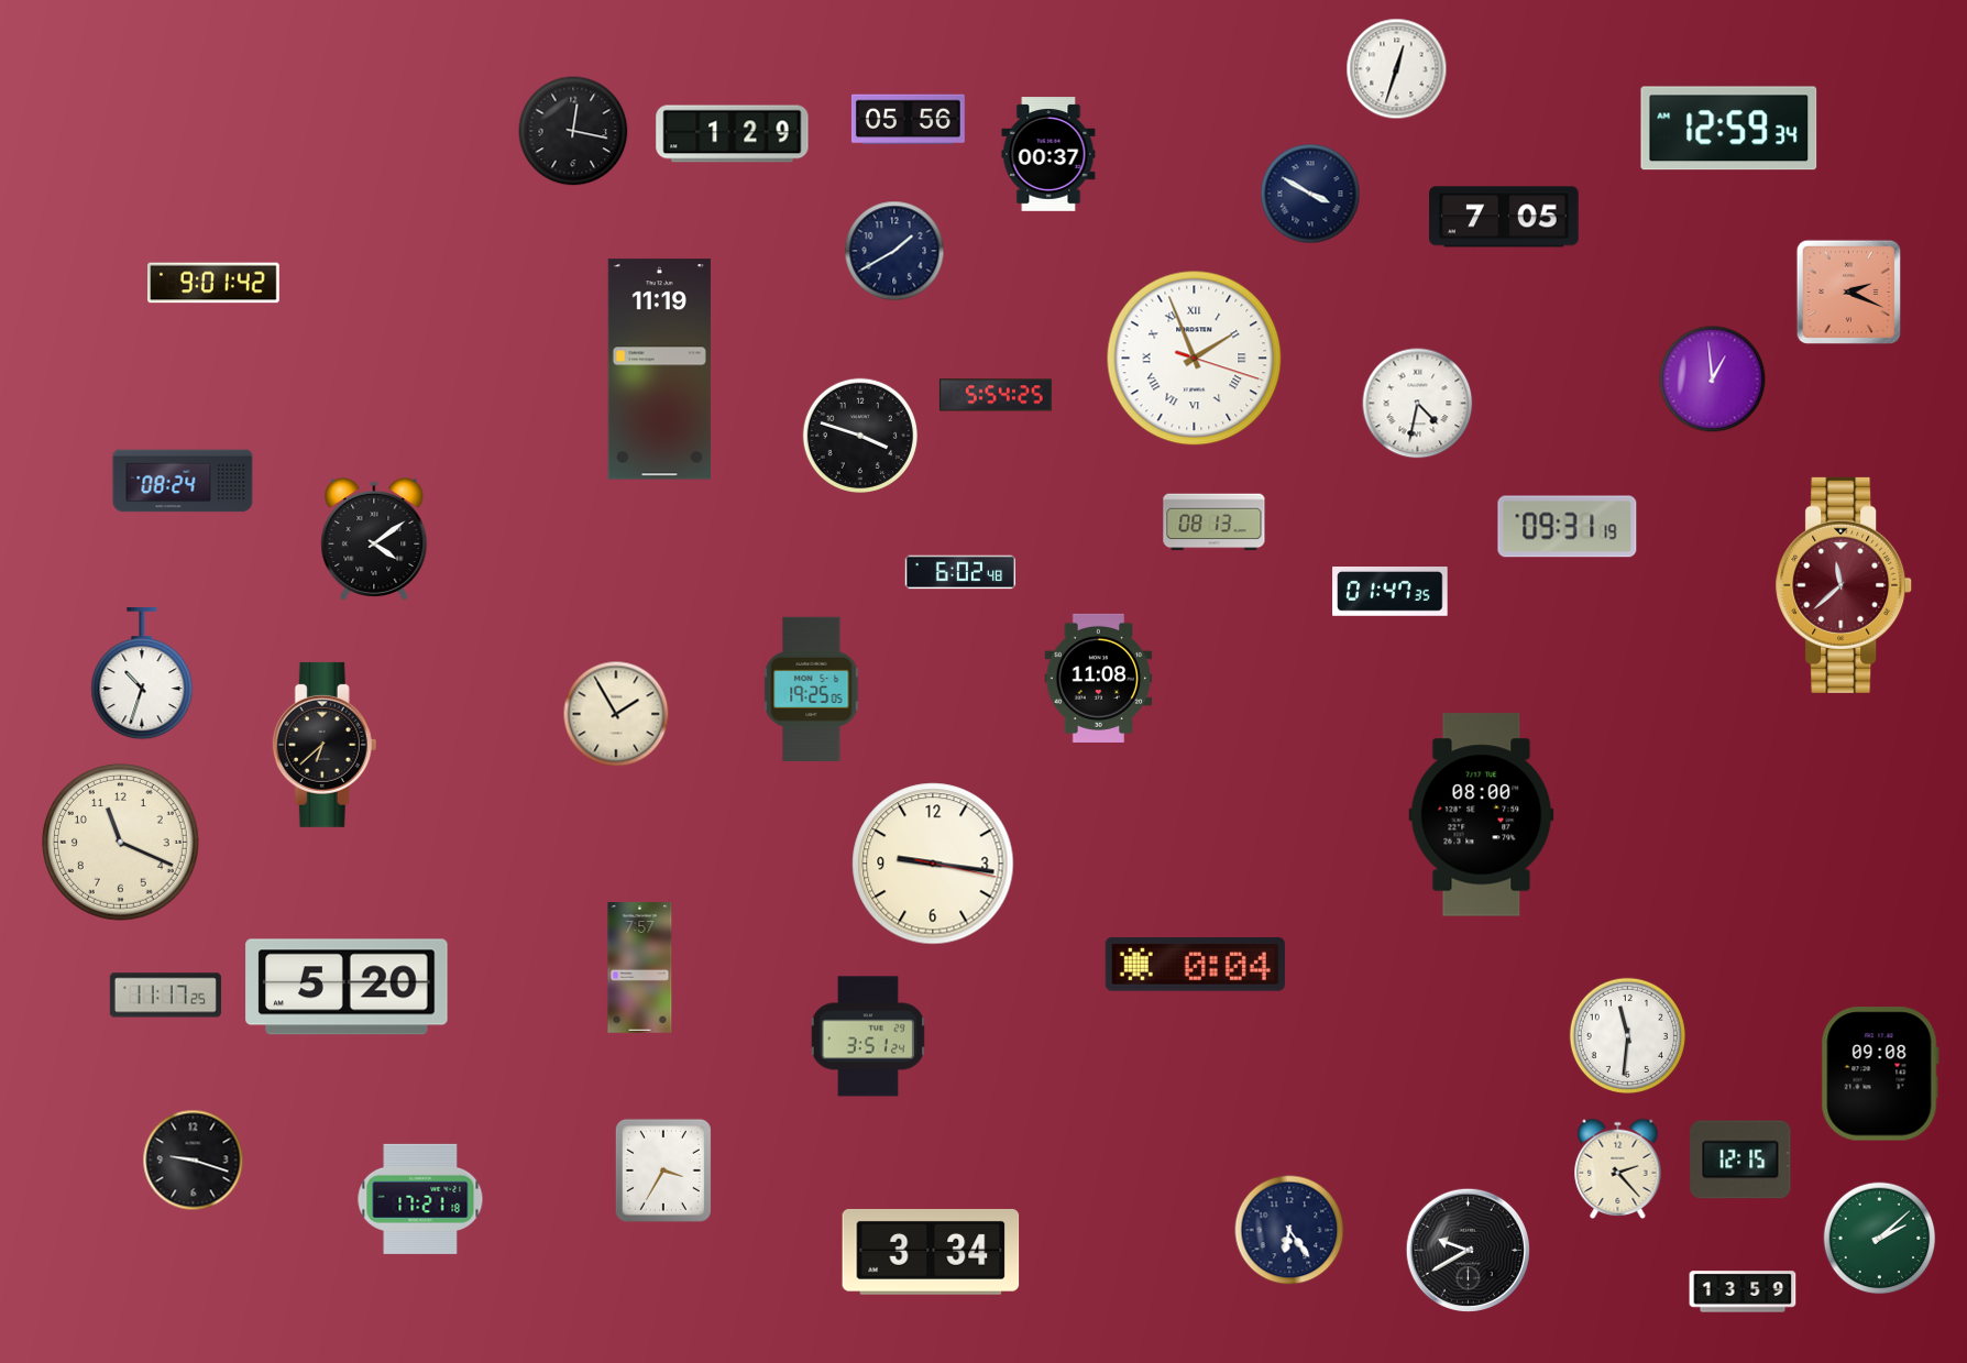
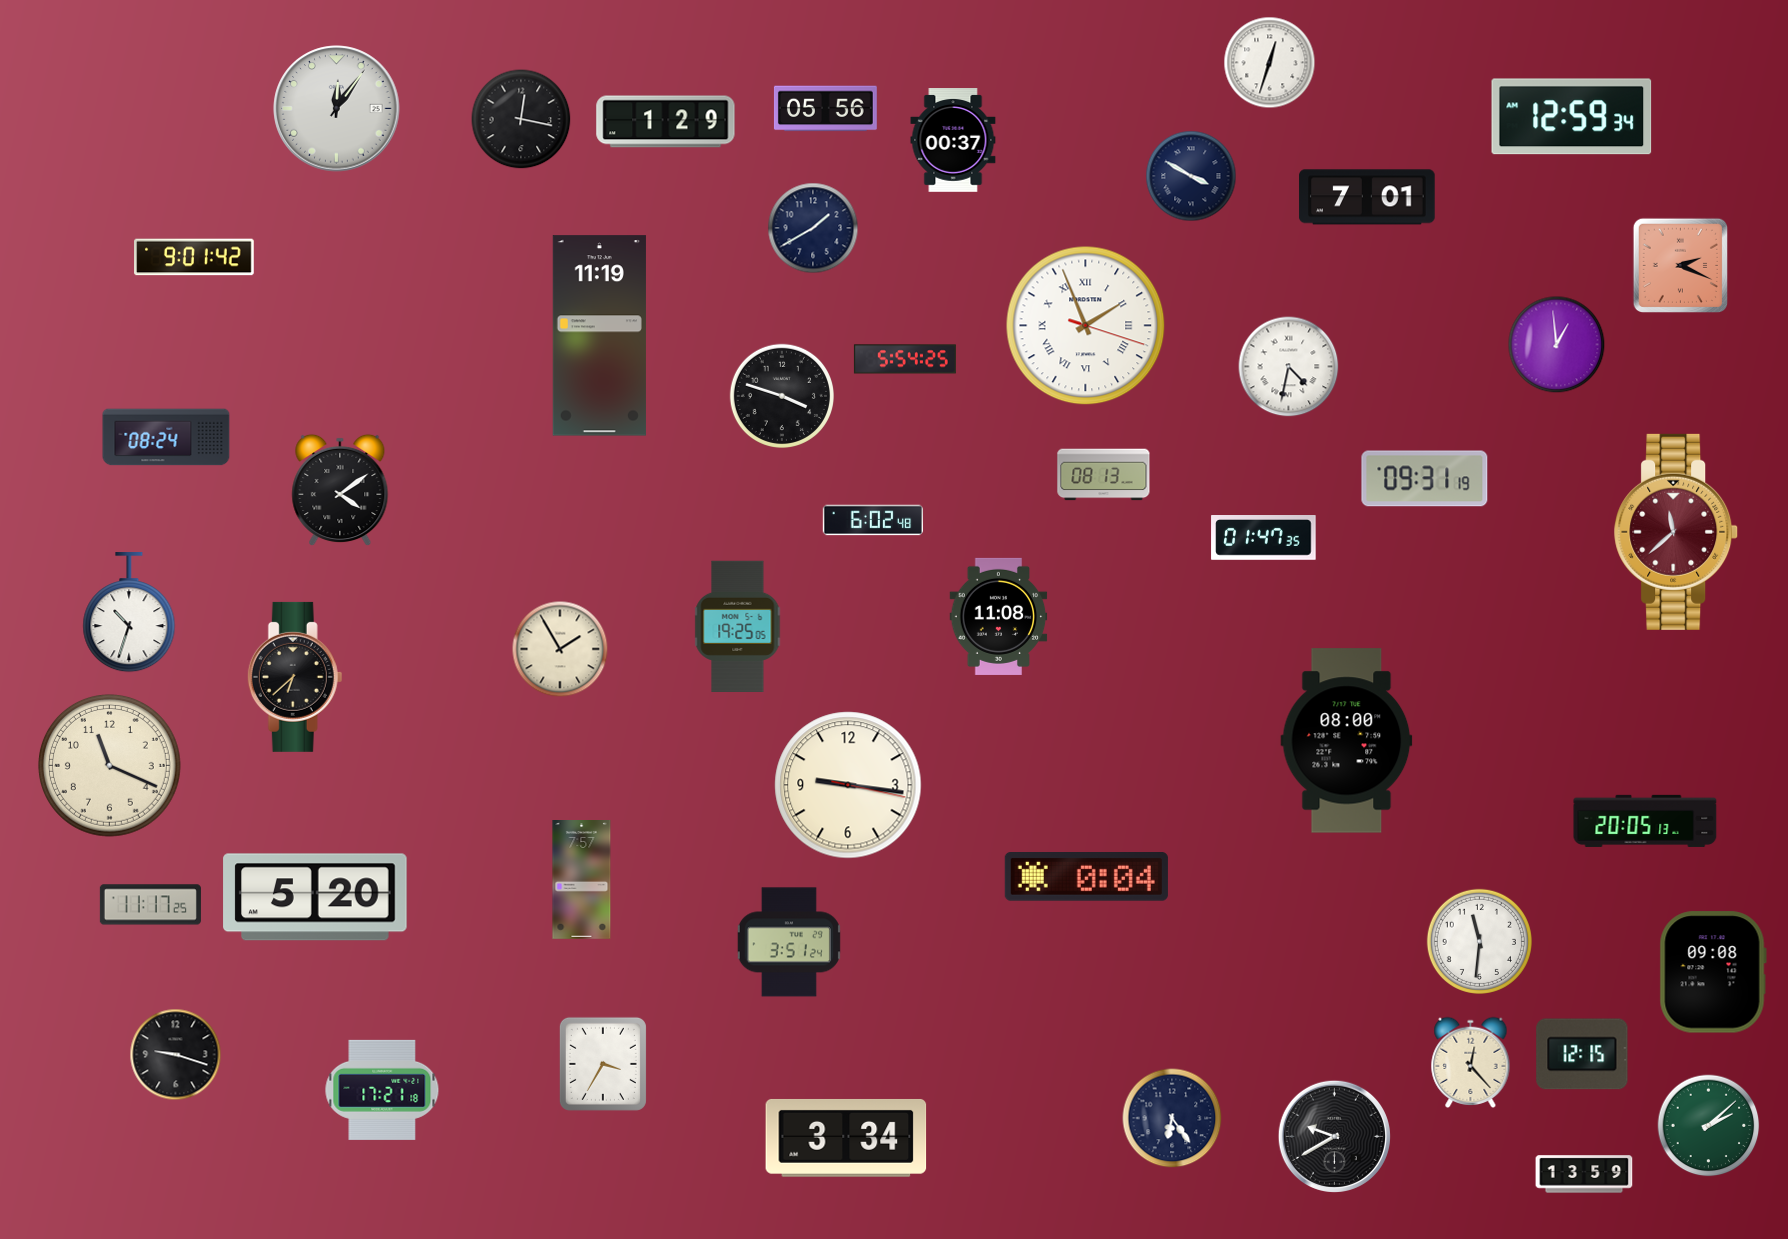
clock at (337, 109): none -> 12:06
clock at (1504, 217): 7:05 -> 7:01
clock at (1645, 821): none -> 20:05
clock at (1880, 1074) position: (1880, 1074) -> (1713, 972)
clock at (1618, 1168): 2:23 -> 12:23
